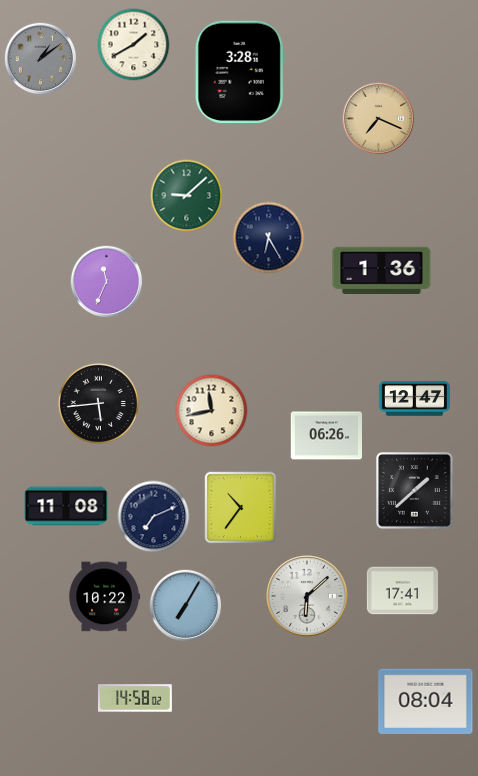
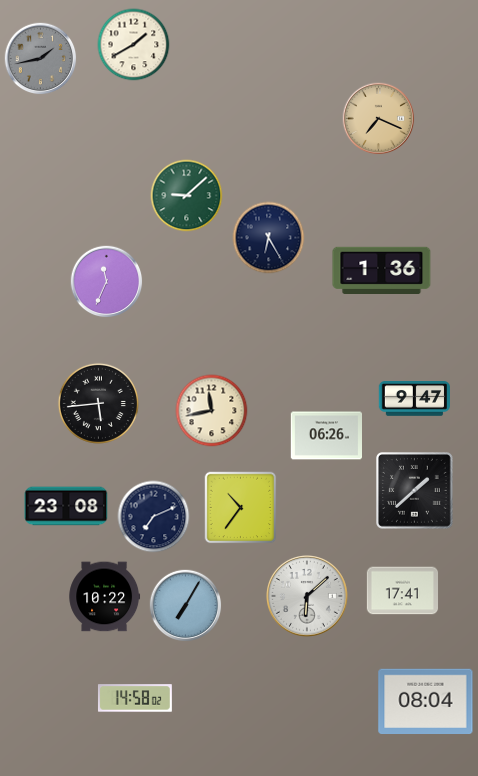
clock at (41, 59): 1:09 -> 1:43
clock at (240, 72): 3:28 -> none
clock at (414, 399): 12:47 -> 9:47
clock at (66, 506): 11:08 -> 23:08
